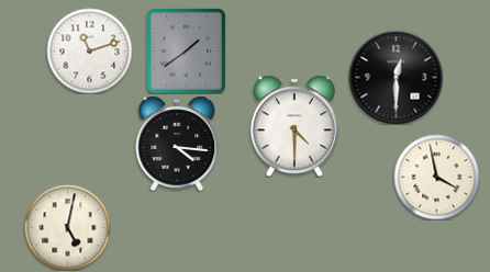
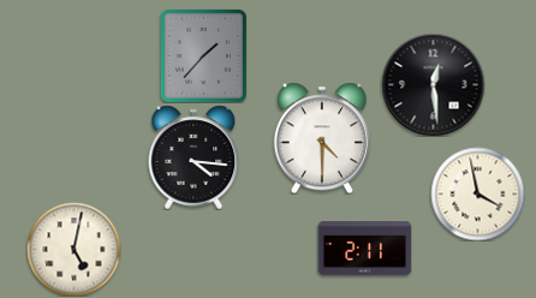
clock at (89, 50): 11:12 -> none
clock at (186, 50): 1:39 -> 1:37
clock at (396, 77): 12:30 -> 12:29
clock at (364, 249): none -> 2:11
